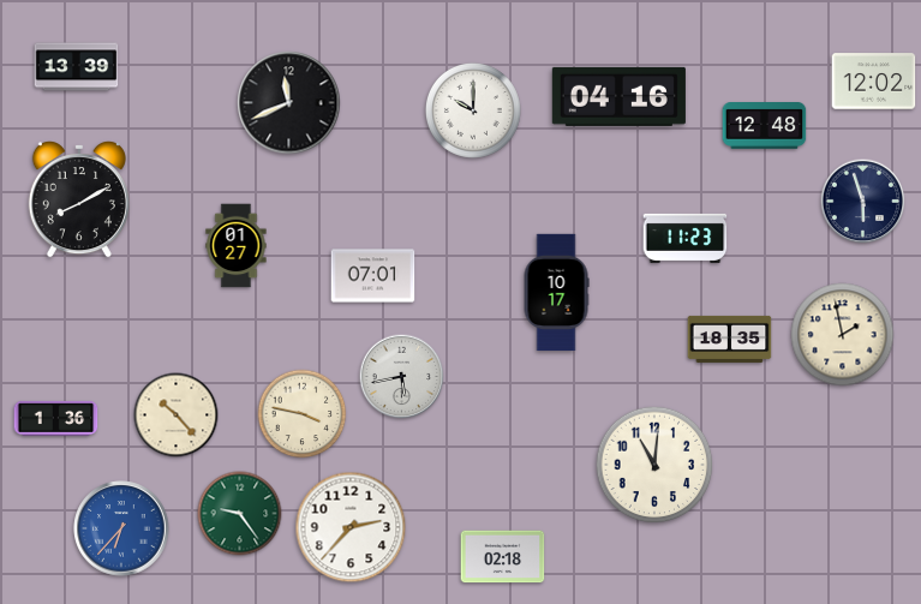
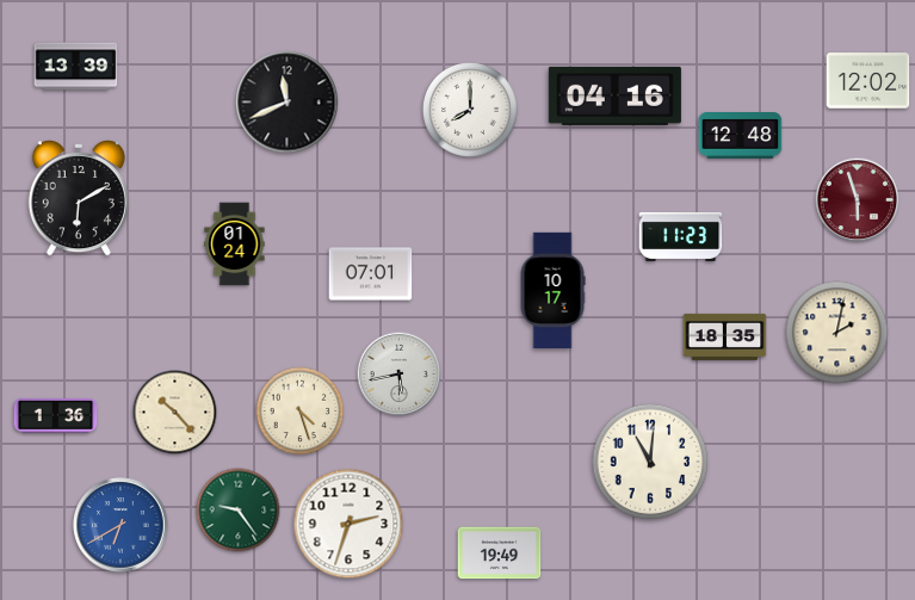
clock at (473, 110): 10:00 -> 8:00
clock at (765, 126) position: (765, 126) -> (741, 136)
clock at (79, 201): 8:10 -> 6:10
clock at (863, 202) dial: navy -> burgundy
clock at (237, 246): 01:27 -> 01:24
clock at (843, 335): 1:58 -> 2:02
clock at (303, 414): 3:47 -> 4:27
clock at (351, 527): 2:37 -> 2:33
clock at (121, 528): 6:37 -> 6:40
clock at (503, 557): 02:18 -> 19:49
